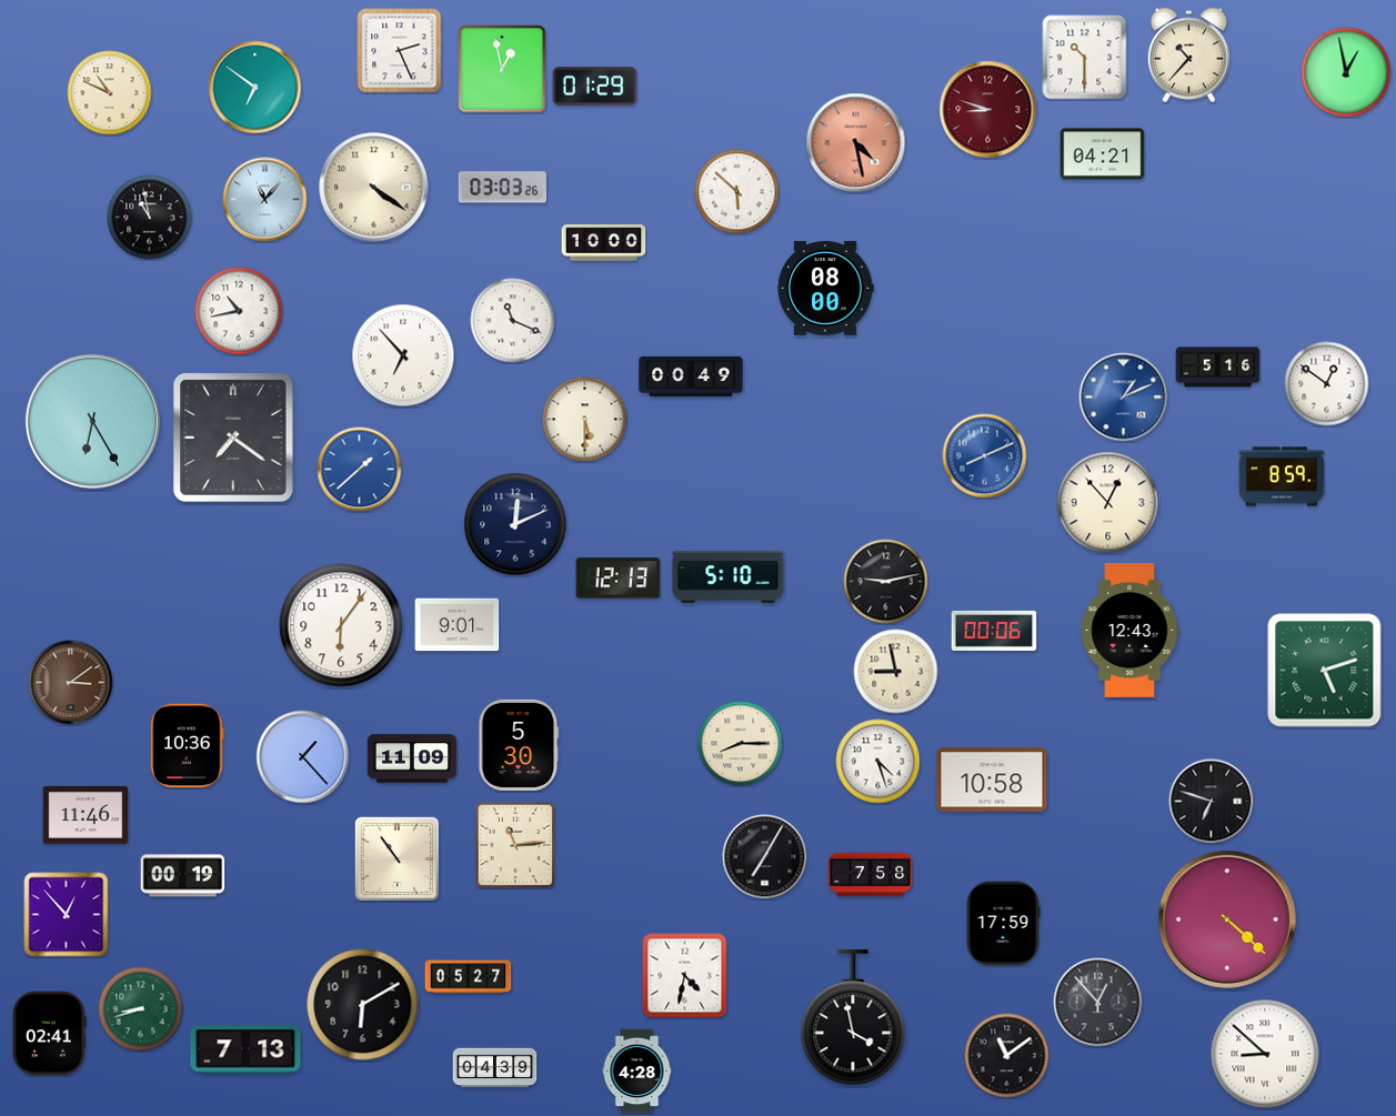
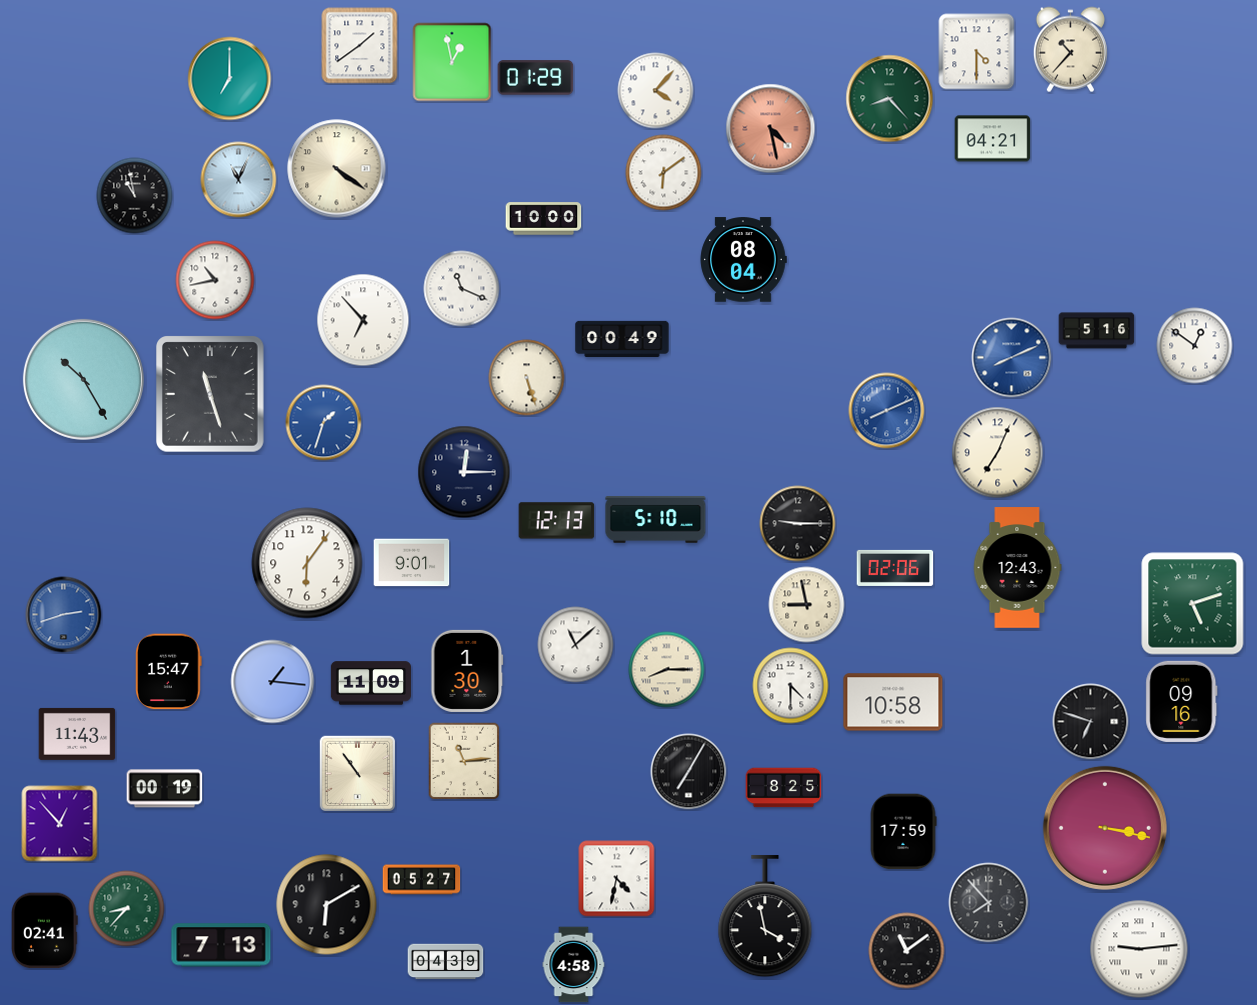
clock at (400, 51): 2:26 -> 1:39
clock at (1085, 58): 10:30 -> 4:30
clock at (1346, 72): 12:58 -> none
clock at (255, 88): 6:51 -> 7:00
clock at (110, 93): 10:49 -> none
clock at (656, 91): none -> 4:07
clock at (988, 110): 8:48 -> 8:23
clock at (988, 110) dial: burgundy -> green
clock at (502, 188): 03:03 -> none
clock at (737, 192): 5:52 -> 6:09
clock at (265, 200): 11:07 -> 11:04
clock at (825, 289): 08:00 -> 08:04
clock at (1124, 398): 1:11 -> 8:11
clock at (585, 420): 5:30 -> 5:27
clock at (92, 421): 6:25 -> 10:25
clock at (234, 438): 7:21 -> 11:27
clock at (360, 470): 1:38 -> 1:33
clock at (1282, 476): 8:59 -> none
clock at (1108, 503): 12:53 -> 7:04
clock at (515, 524): 12:11 -> 12:15
clock at (886, 582): 9:13 -> 9:15
clock at (994, 631): 00:06 -> 02:06
clock at (71, 683): 3:09 -> 2:42
clock at (71, 683) dial: brown -> blue
clock at (576, 645): none -> 11:08
clock at (519, 745): 5:30 -> 1:30
clock at (188, 746): 10:36 -> 15:47
clock at (303, 757): 1:23 -> 1:16
clock at (878, 762): 4:27 -> 4:30
clock at (1182, 701): none -> 09:16
clock at (86, 815): 11:46 -> 11:43
clock at (871, 875): 7:58 -> 8:25
clock at (1227, 919): 4:22 -> 3:17
clock at (1098, 1003): 12:53 -> 7:53
clock at (141, 1009): 8:42 -> 8:37
clock at (853, 1018) position: (853, 1018) -> (765, 917)
clock at (1265, 1054): 8:52 -> 9:14
clock at (637, 1072): 4:28 -> 4:58
